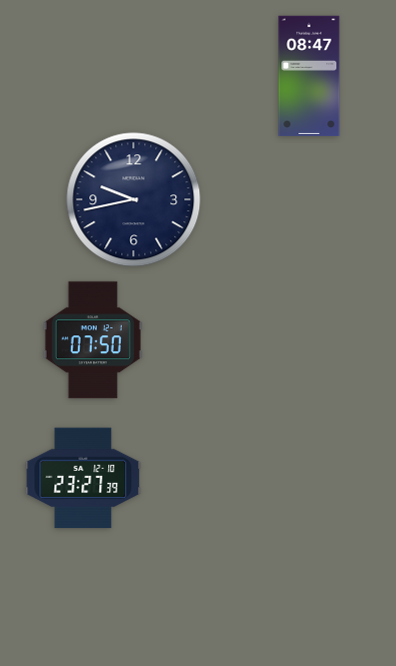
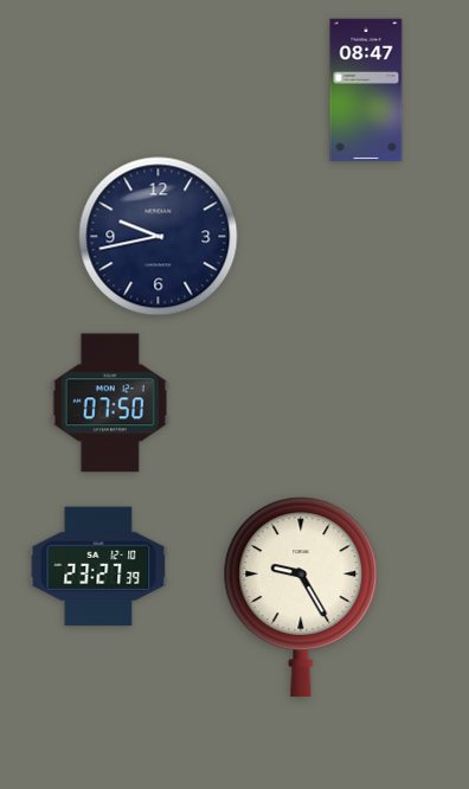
clock at (301, 597): none -> 9:25
